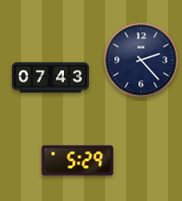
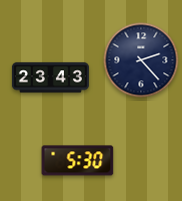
clock at (50, 78): 07:43 -> 23:43
clock at (78, 161): 5:29 -> 5:30
